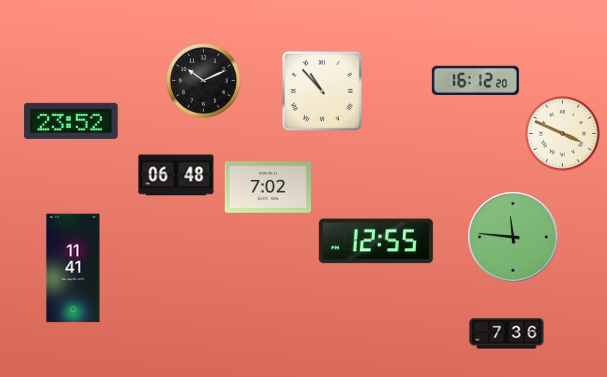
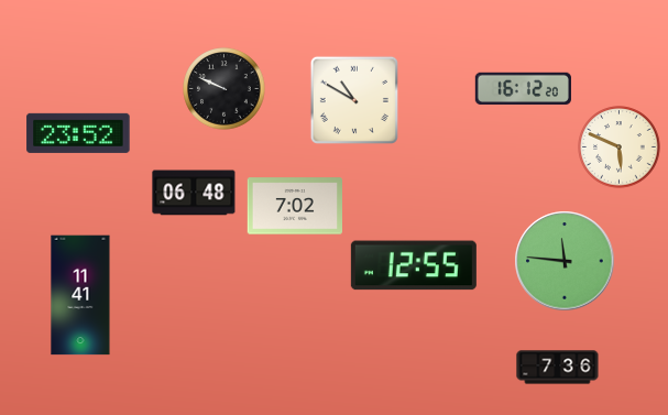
clock at (204, 81): 10:11 -> 9:49
clock at (322, 91): 10:53 -> 10:50
clock at (563, 134): 3:49 -> 5:49
